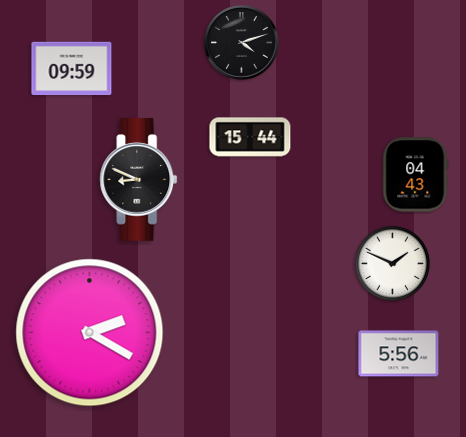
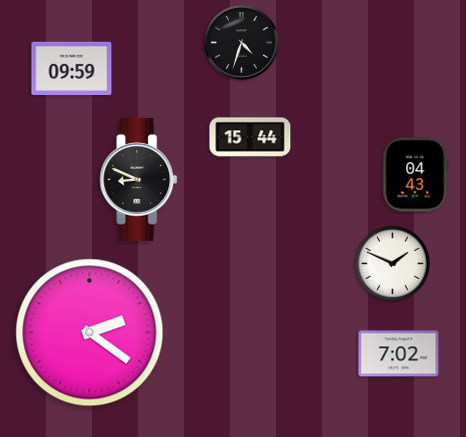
clock at (242, 43): 4:12 -> 4:33
clock at (90, 333): 2:20 -> 2:21
clock at (399, 354): 5:56 -> 7:02
